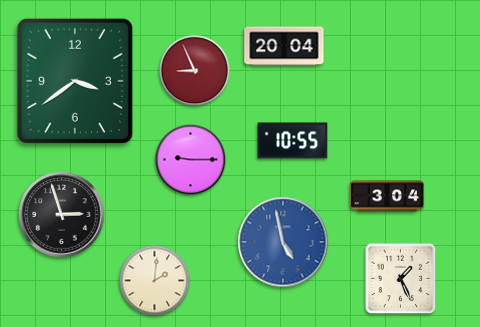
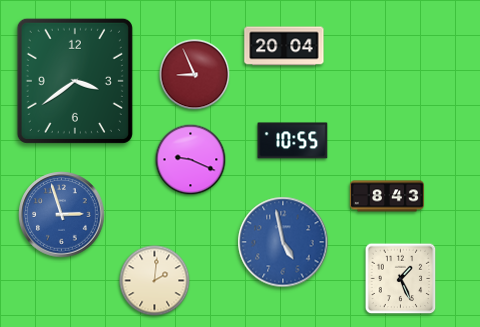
clock at (195, 71) position: (195, 71) -> (195, 75)
clock at (191, 160): 9:15 -> 9:19
clock at (387, 196): 3:04 -> 8:43
clock at (62, 215) dial: black -> blue
